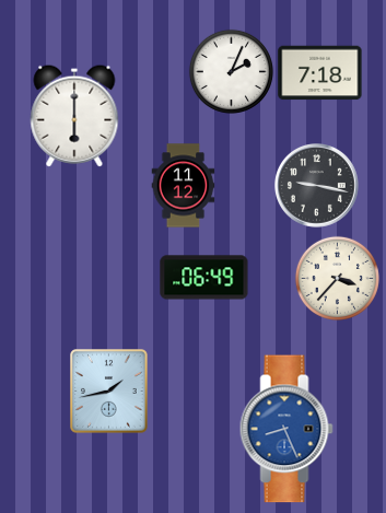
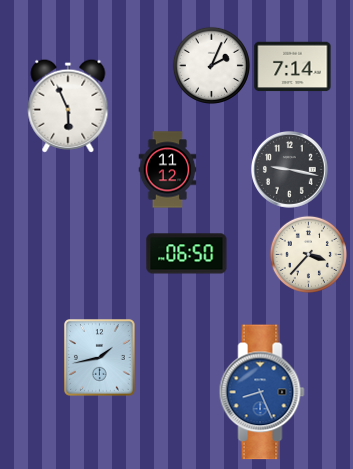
clock at (320, 73): 7:18 -> 7:14
clock at (74, 116): 6:00 -> 5:56
clock at (204, 278): 06:49 -> 06:50
